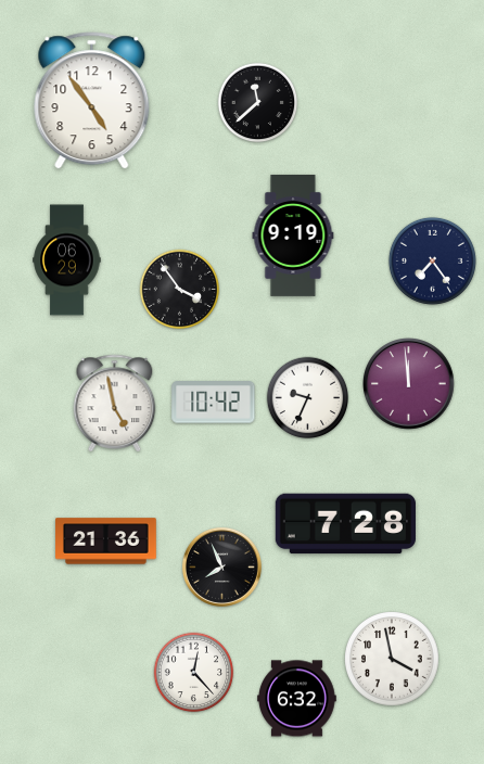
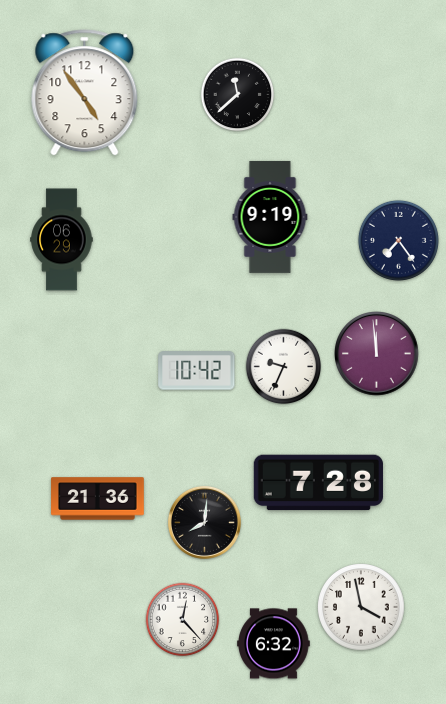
clock at (180, 290): 3:54 -> none
clock at (115, 403): 4:58 -> none
clock at (221, 566): 7:56 -> 8:01
clock at (194, 673) position: (194, 673) -> (183, 620)
